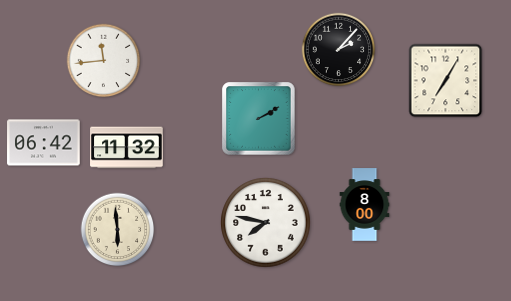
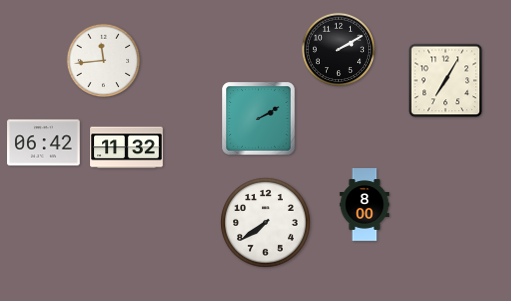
clock at (339, 50): 2:07 -> 2:10
clock at (266, 223): 7:47 -> 7:39
clock at (118, 230): 5:59 -> none
